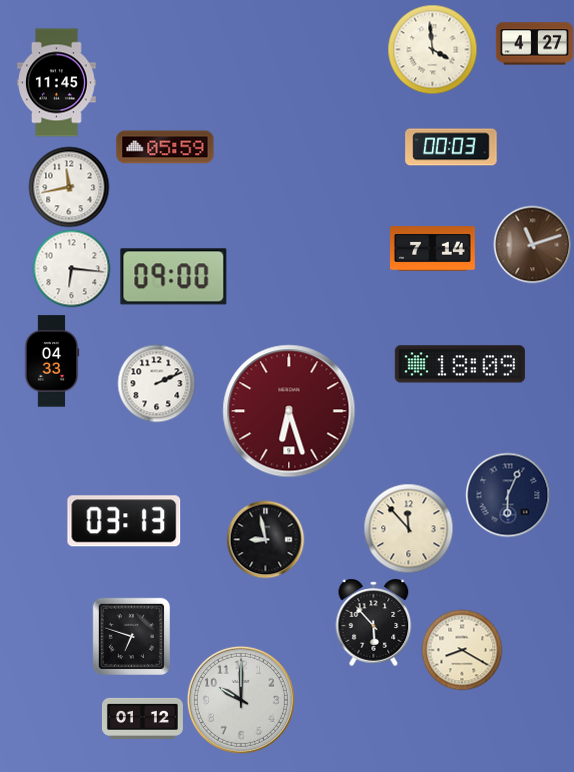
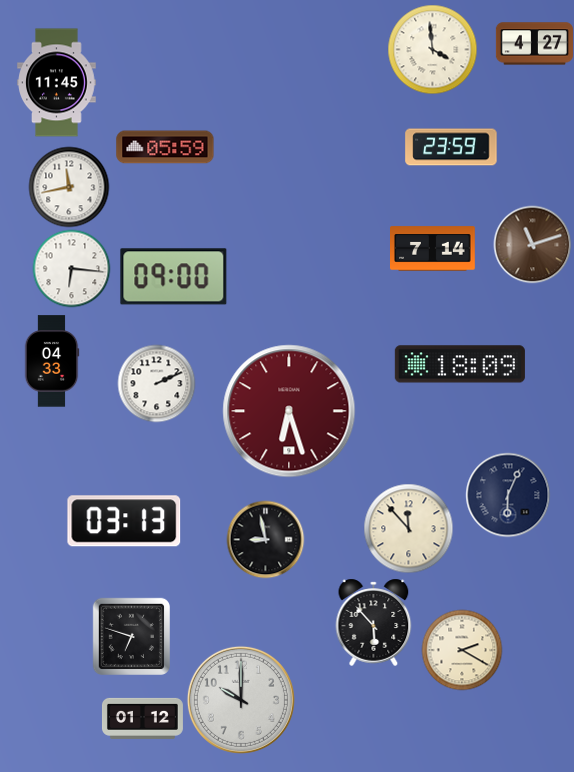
clock at (451, 147): 00:03 -> 23:59
clock at (462, 650): 8:20 -> 2:20
